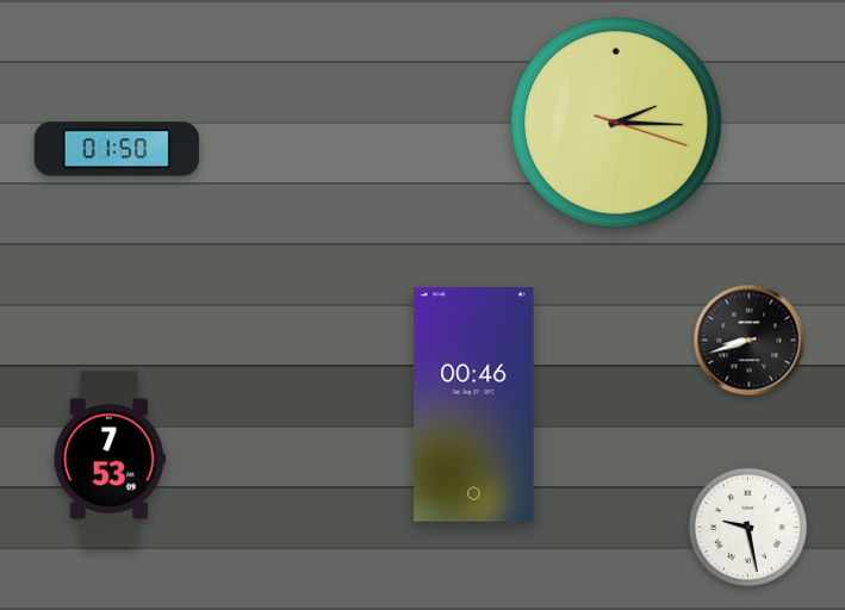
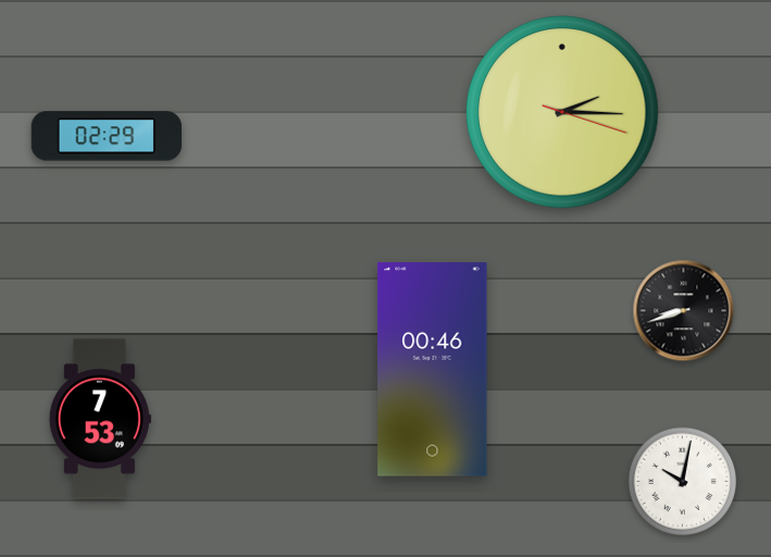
clock at (117, 149): 01:50 -> 02:29
clock at (748, 528): 9:28 -> 10:02
